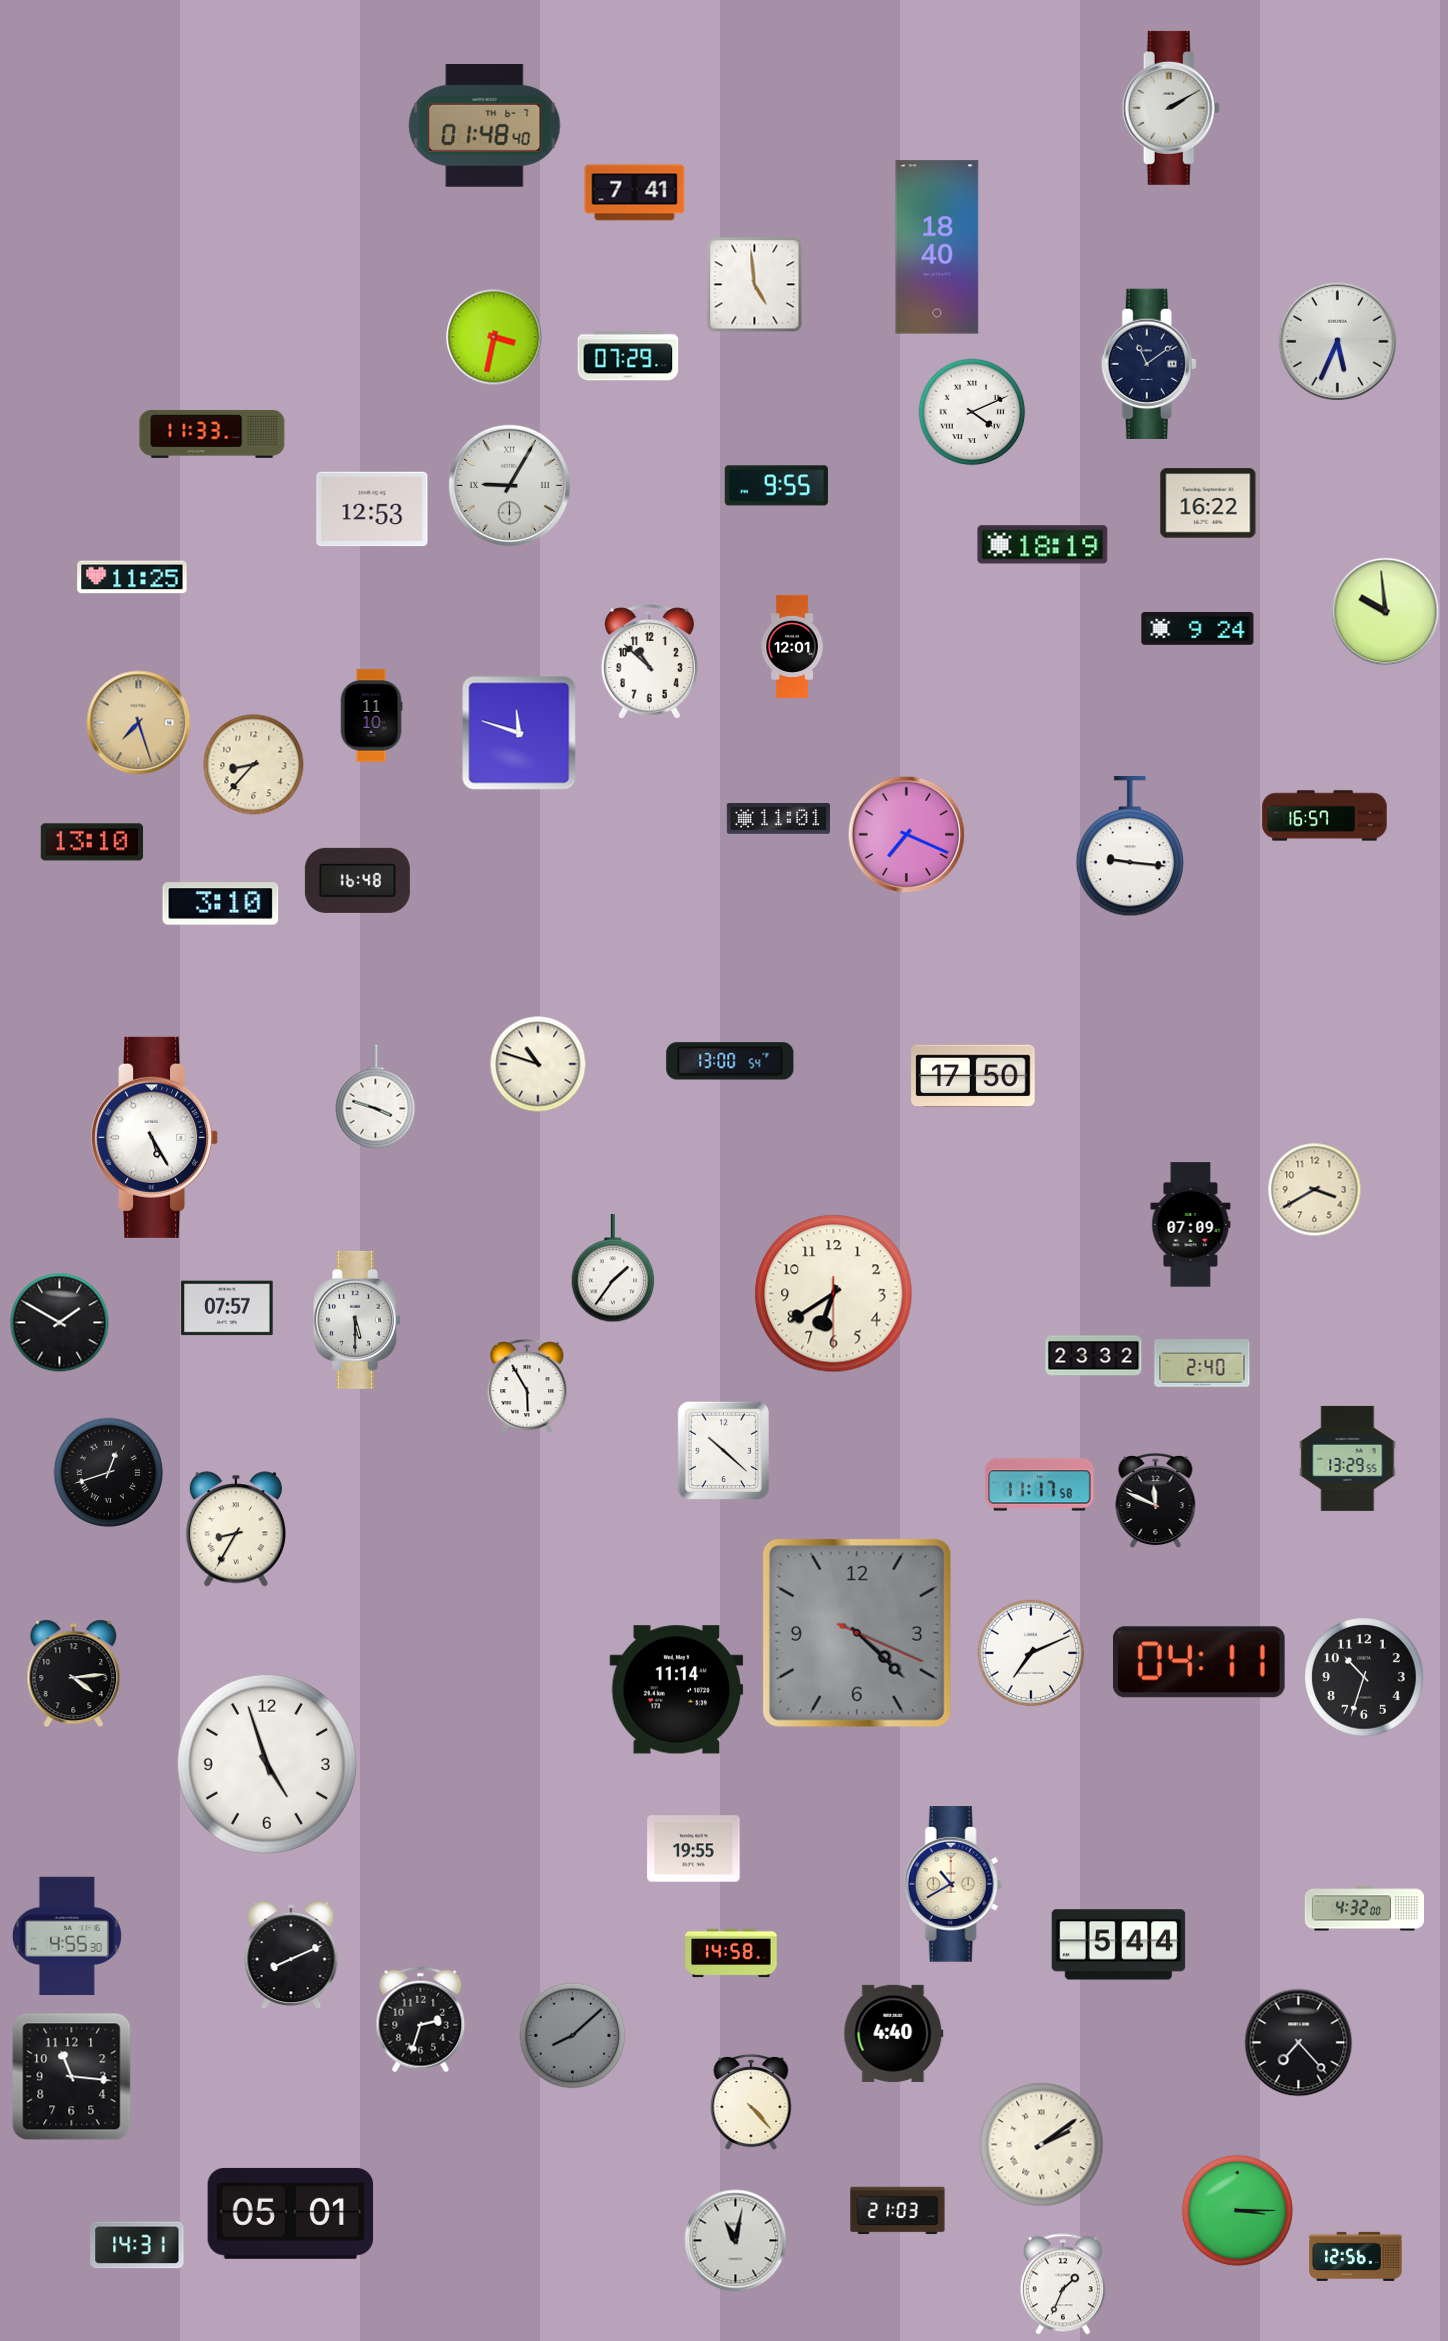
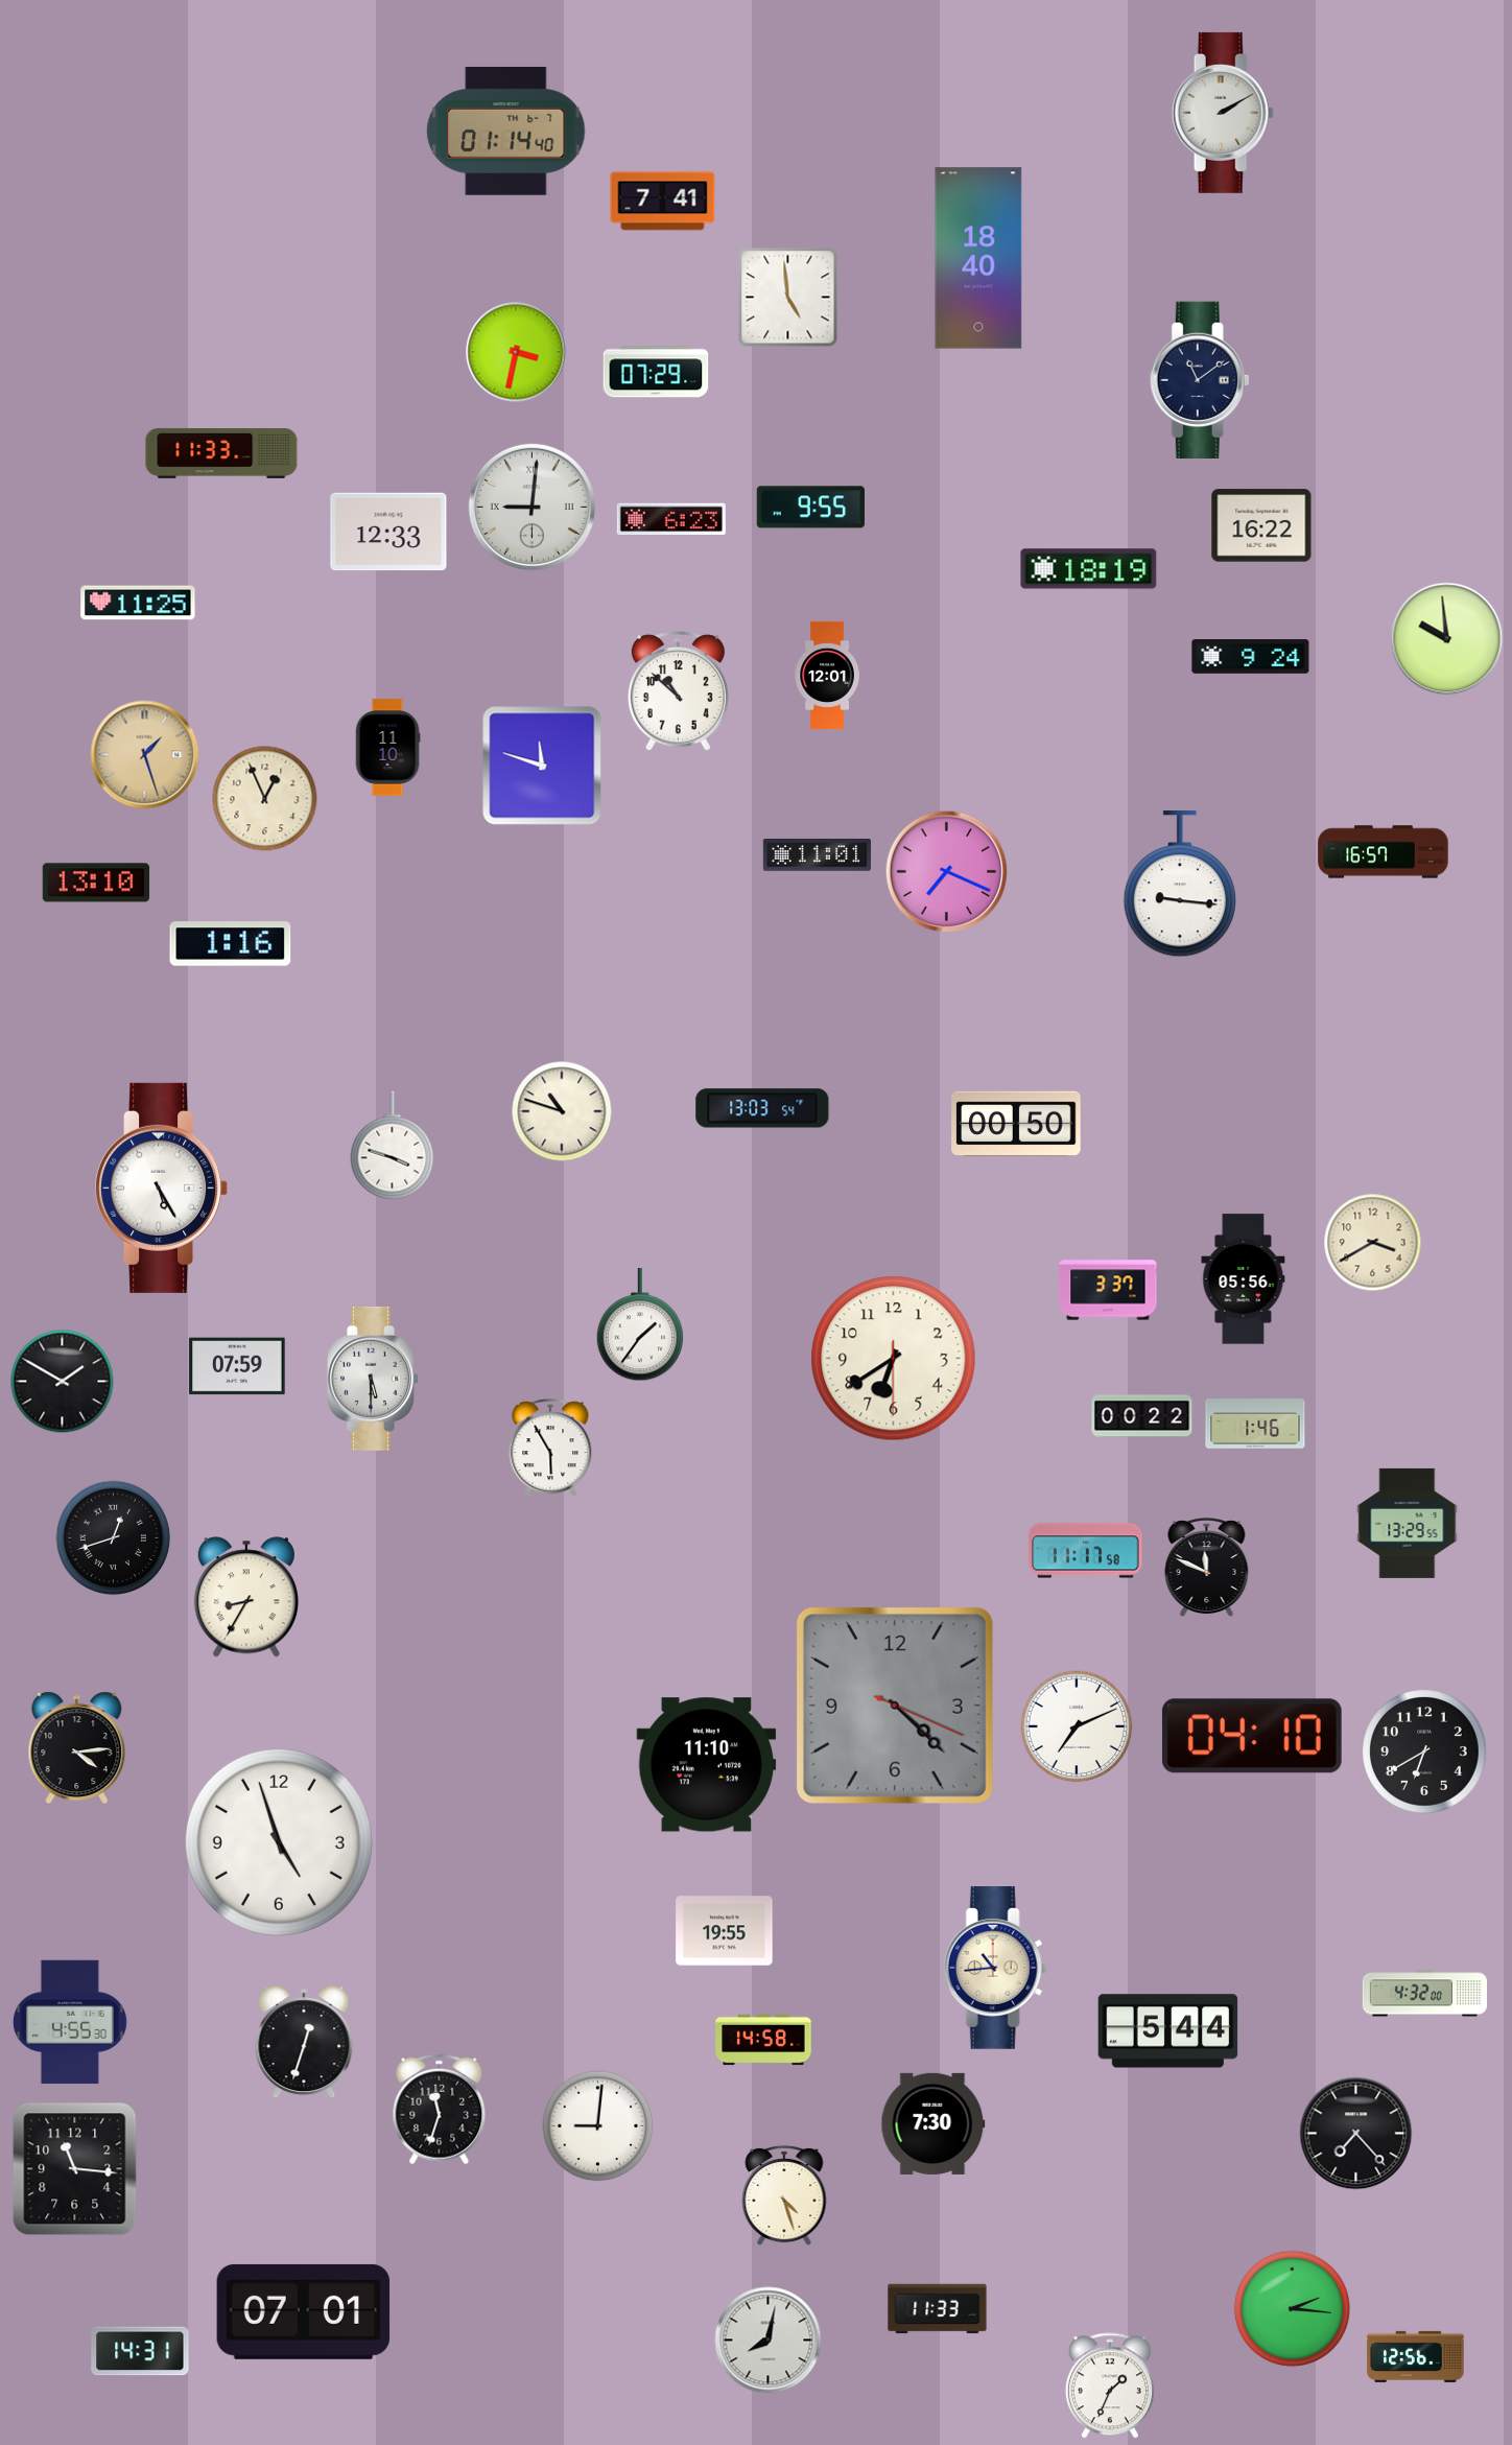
clock at (485, 125): 01:48 -> 01:14
clock at (1338, 342): 5:34 -> none
clock at (972, 412): 4:11 -> none
clock at (509, 485): 9:05 -> 9:01
clock at (671, 519): none -> 6:23
clock at (372, 509): 12:53 -> 12:33
clock at (139, 723): 7:27 -> 1:27
clock at (254, 765): 8:37 -> 12:56
clock at (778, 819) position: (778, 819) -> (817, 855)
clock at (92, 842) position: (92, 842) -> (96, 883)
clock at (357, 880): 16:48 -> none
clock at (221, 904): 3:10 -> 1:16
clock at (730, 1061): 13:00 -> 13:03
clock at (973, 1076): 17:50 -> 00:50
clock at (1191, 1225): 07:09 -> 05:56
clock at (1108, 1290): none -> 3:37
clock at (834, 1294) position: (834, 1294) -> (894, 1359)
clock at (227, 1308): 07:57 -> 07:59
clock at (1094, 1356): 23:32 -> 00:22
clock at (1202, 1363): 2:40 -> 1:46
clock at (723, 1450): 10:22 -> none
clock at (1199, 1662): 04:11 -> 04:10
clock at (1364, 1677): 10:33 -> 6:40
clock at (677, 1690): 11:14 -> 11:10
clock at (953, 1884): 10:40 -> 10:44
clock at (291, 1955): 8:11 -> 12:33
clock at (421, 2020): 2:33 -> 11:33
clock at (894, 2033): 4:40 -> 7:30
clock at (573, 2036): 8:08 -> 9:01
clock at (573, 2036) dial: grey -> white
clock at (751, 2102): 4:23 -> 4:27
clock at (1042, 2145): 2:09 -> none
clock at (1237, 2210): 3:15 -> 2:16
clock at (898, 2211): 21:03 -> 11:33
clock at (291, 2213): 05:01 -> 07:01
clock at (736, 2241): 11:02 -> 8:02
clock at (137, 2245) position: (137, 2245) -> (140, 2351)
